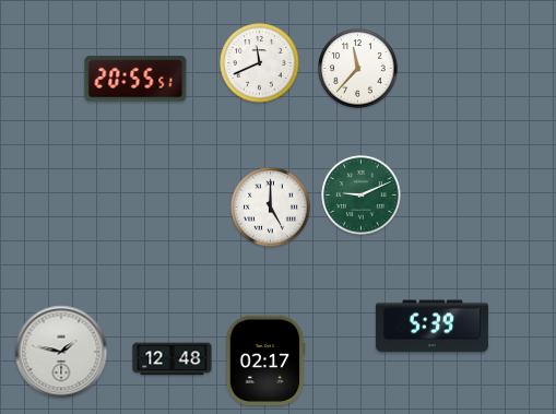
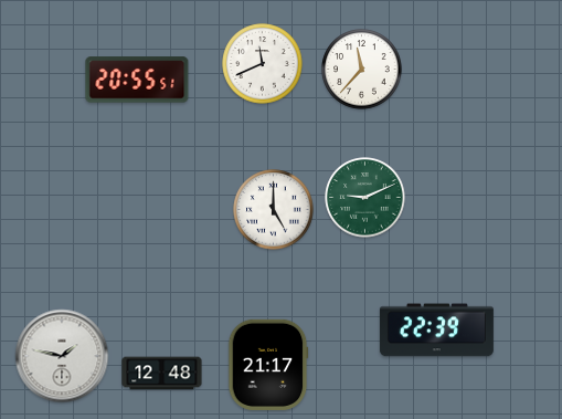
clock at (431, 327): 5:39 -> 22:39
clock at (173, 359) position: (173, 359) -> (162, 374)
clock at (265, 360): 02:17 -> 21:17
